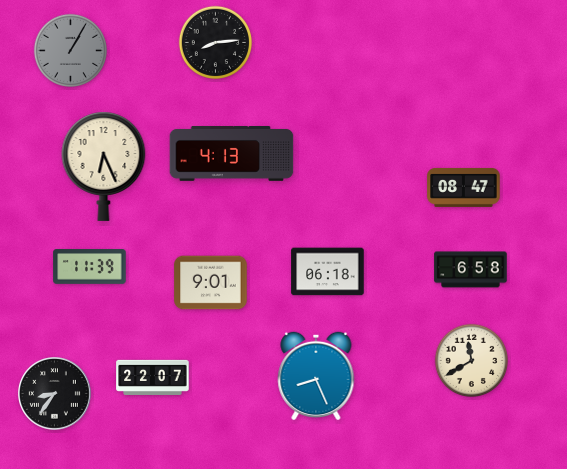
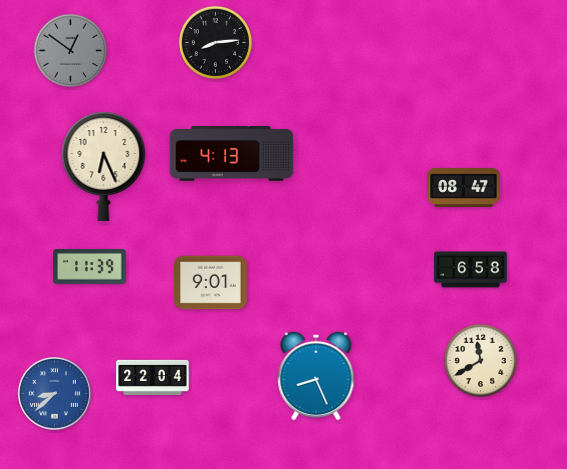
clock at (70, 50): 1:05 -> 12:51
clock at (328, 272): 06:18 -> none
clock at (471, 360) position: (471, 360) -> (480, 360)
clock at (153, 377): 22:07 -> 22:04
clock at (55, 394): 8:36 -> 8:38
clock at (55, 394) dial: black -> blue
